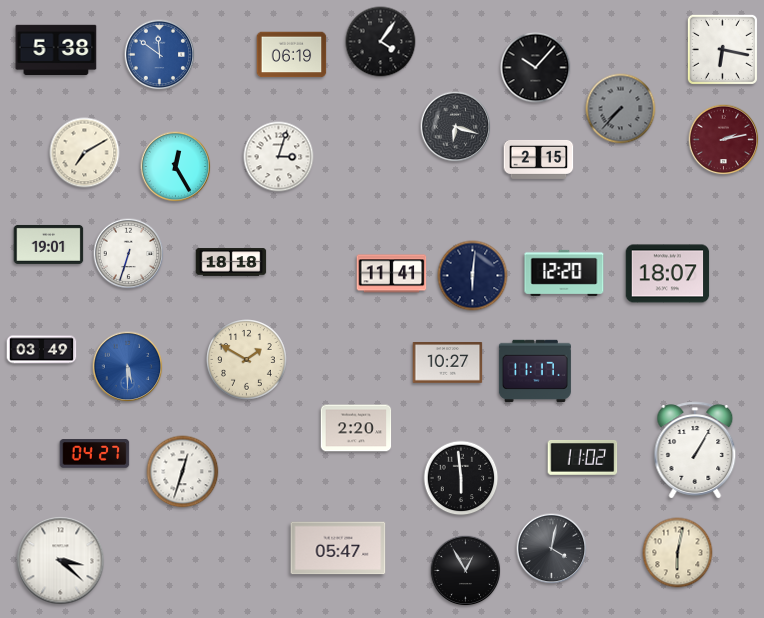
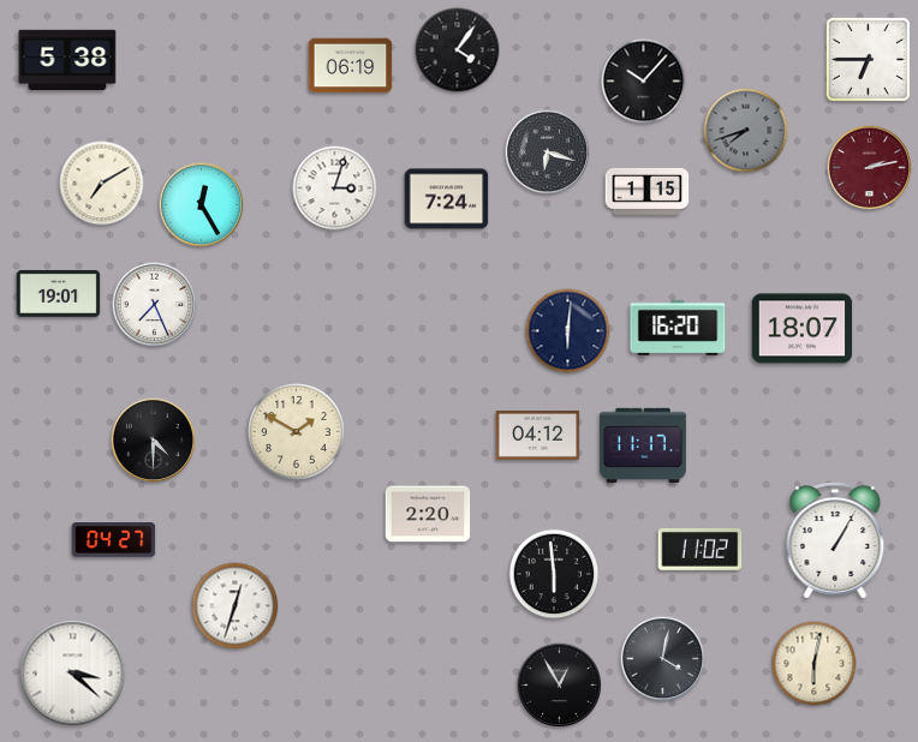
clock at (722, 49): 6:17 -> 6:45
clock at (160, 55): 11:51 -> none
clock at (621, 109): 7:37 -> 7:42
clock at (539, 159): 2:15 -> 1:15
clock at (447, 199): none -> 7:24
clock at (176, 167) position: (176, 167) -> (202, 205)
clock at (129, 254): 6:33 -> 7:26
clock at (231, 262): 18:18 -> none
clock at (564, 273): 12:20 -> 16:20
clock at (392, 274): 11:41 -> none
clock at (42, 350): 03:49 -> none
clock at (448, 363): 10:27 -> 04:12
clock at (128, 367): 5:30 -> 4:30
clock at (128, 367) dial: blue -> black
clock at (95, 454) position: (95, 454) -> (114, 540)
clock at (183, 472) position: (183, 472) -> (236, 606)
clock at (338, 548): 05:47 -> none
